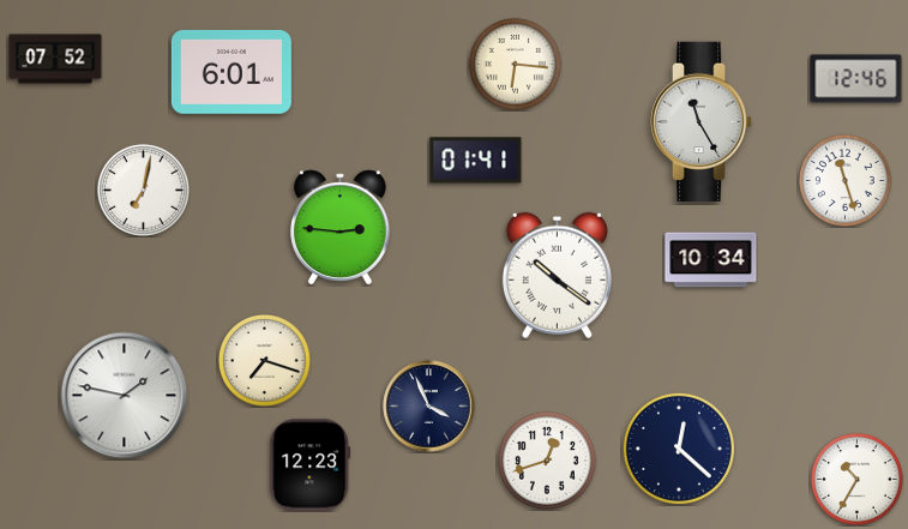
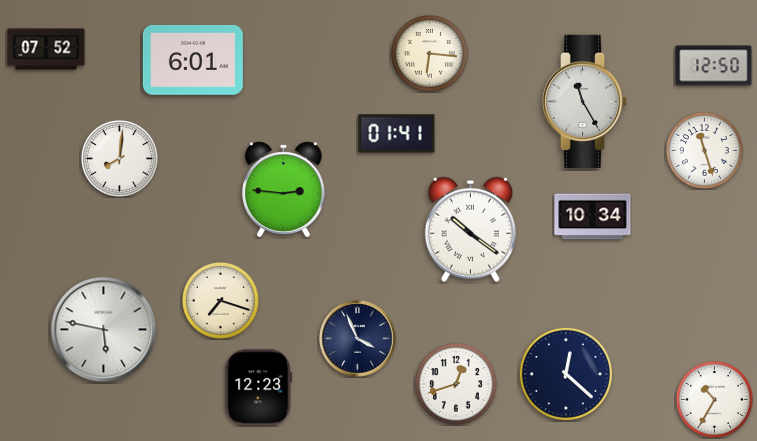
clock at (856, 79): 12:46 -> 12:50
clock at (143, 190): 7:02 -> 8:01
clock at (557, 275) position: (557, 275) -> (470, 229)
clock at (125, 396): 1:47 -> 5:47
